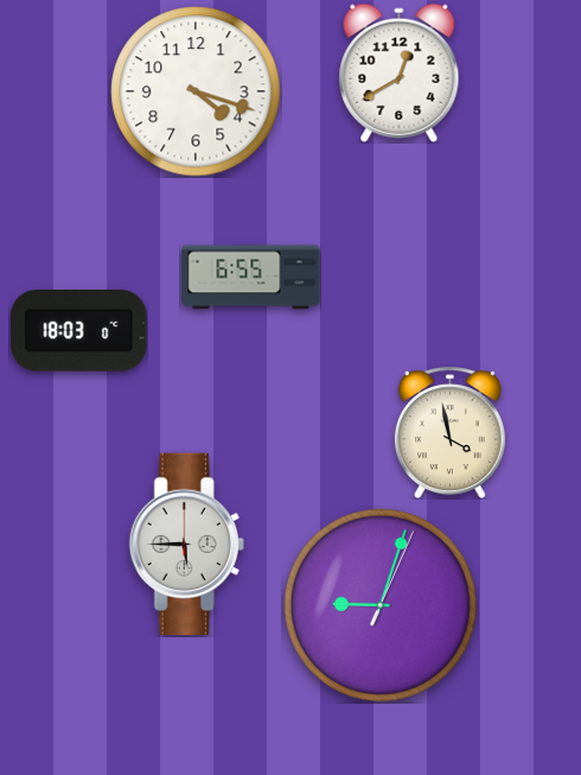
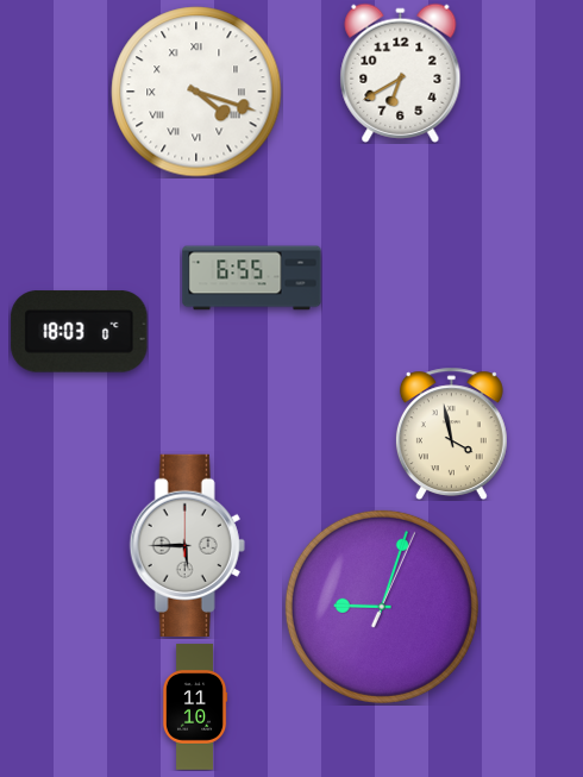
clock at (400, 72): 12:40 -> 6:40
clock at (196, 91) numerals: Arabic -> Roman
clock at (195, 707): none -> 11:10
